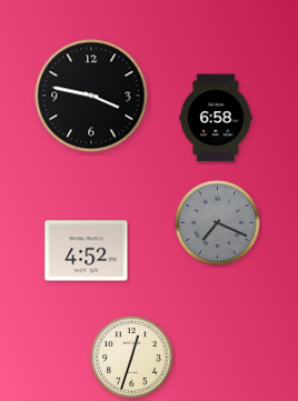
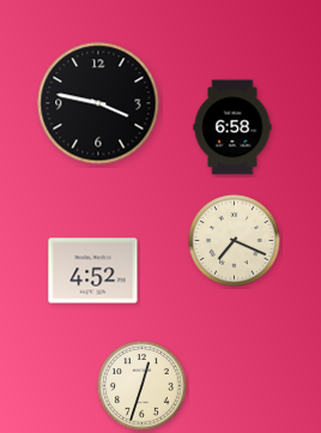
clock at (218, 223) dial: grey -> cream
